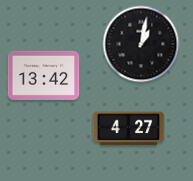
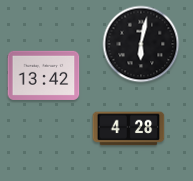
clock at (141, 44): 1:02 -> 6:02
clock at (129, 129): 4:27 -> 4:28
